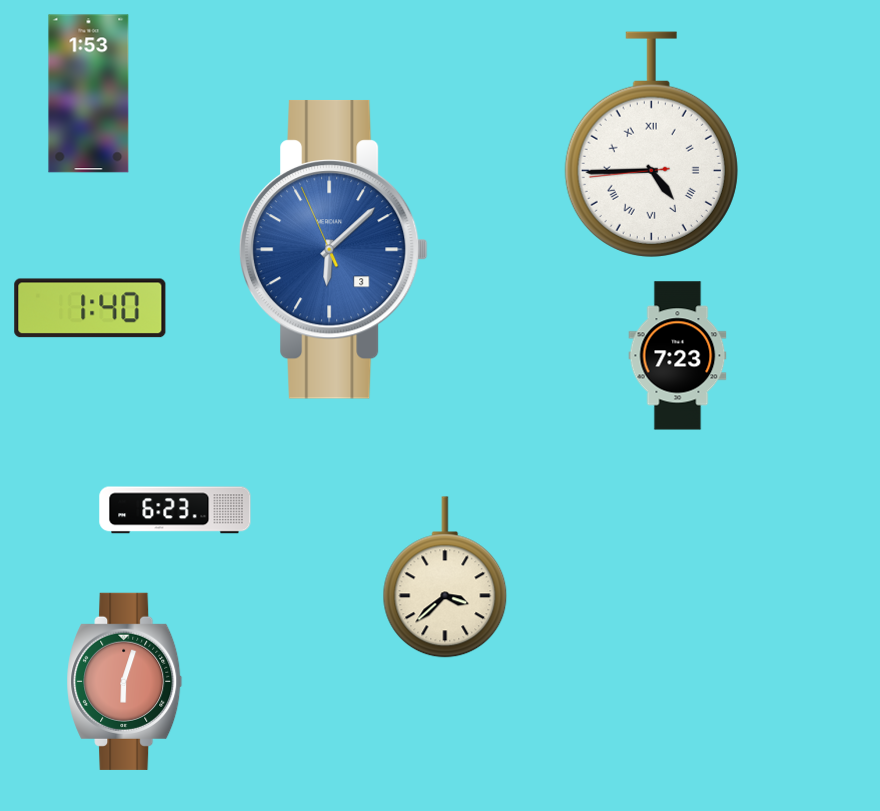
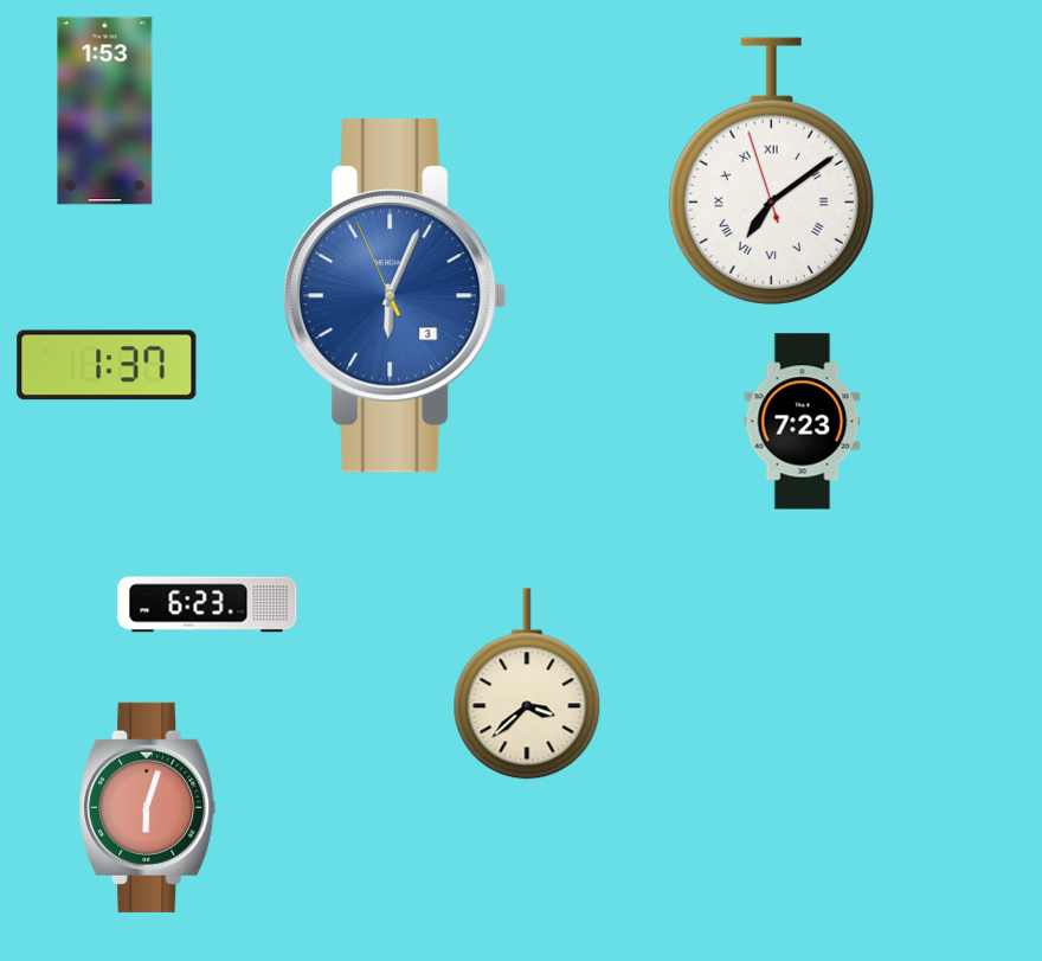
clock at (651, 144): 4:44 -> 7:08
clock at (333, 249): 6:07 -> 6:03
clock at (90, 308): 1:40 -> 1:37
